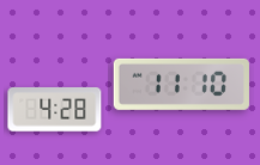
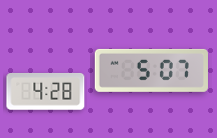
clock at (181, 84): 11:10 -> 5:07
